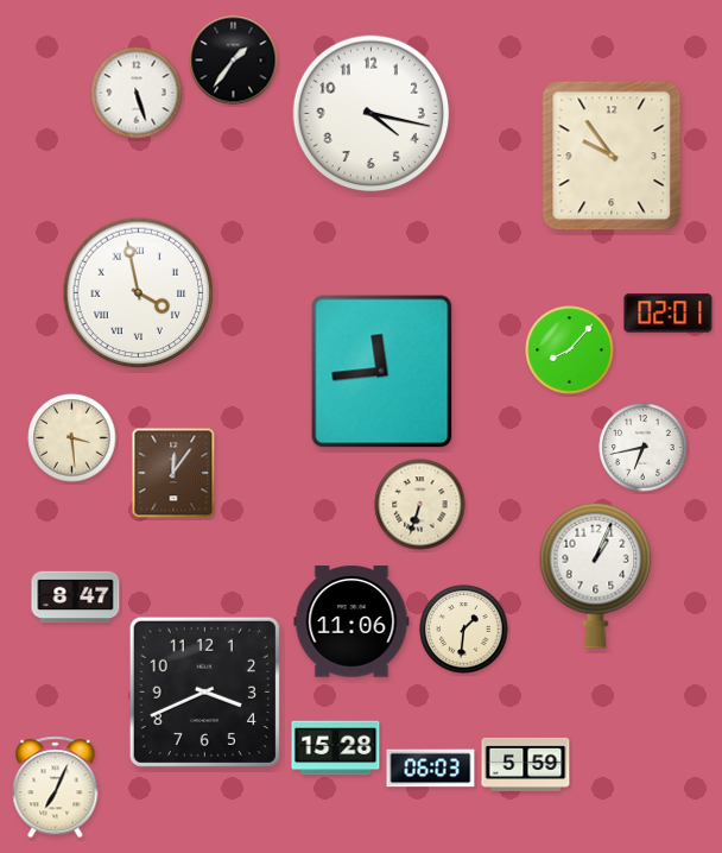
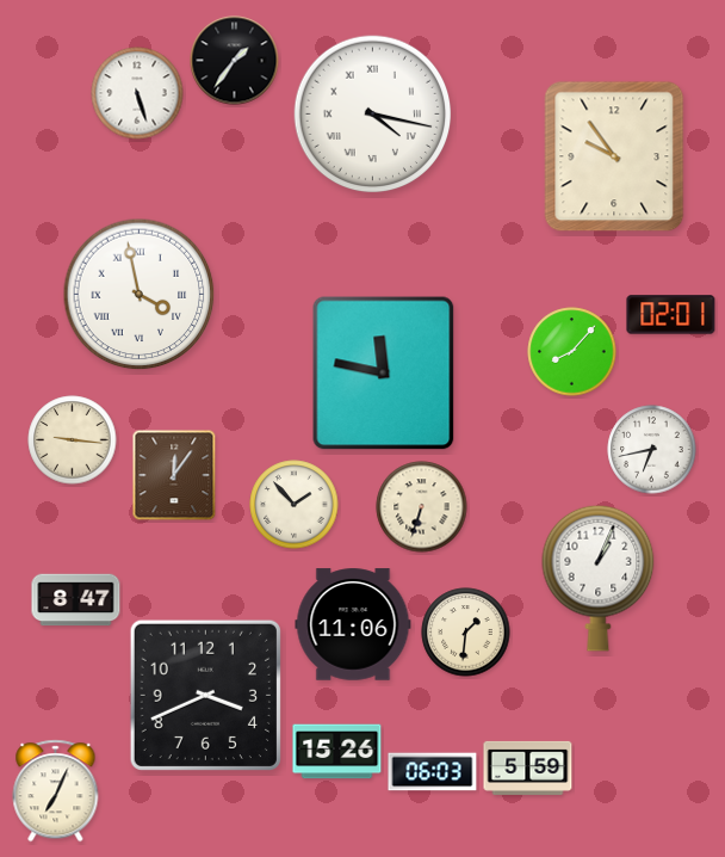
clock at (372, 114) numerals: Arabic -> Roman
clock at (382, 372): 11:44 -> 11:47
clock at (72, 438): 3:29 -> 9:16
clock at (644, 448) position: (644, 448) -> (652, 450)
clock at (295, 505): none -> 1:53
clock at (336, 748): 15:28 -> 15:26
